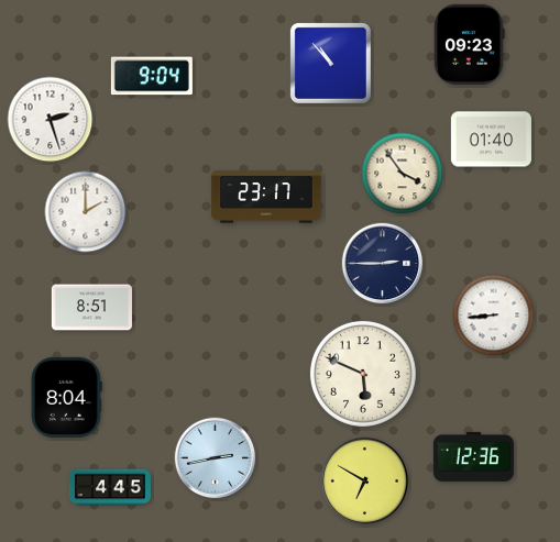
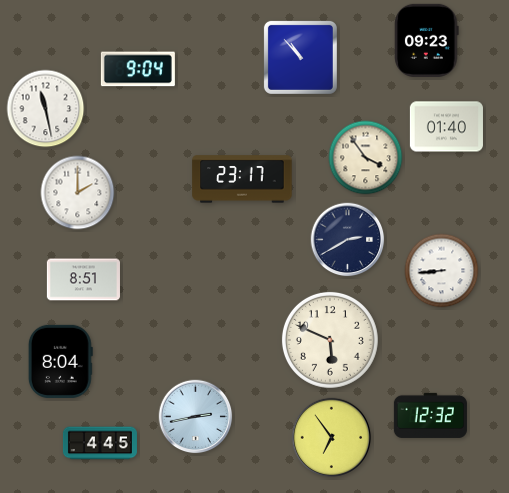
clock at (51, 120): 2:27 -> 11:28
clock at (383, 264): 2:45 -> 2:40
clock at (494, 316) position: (494, 316) -> (442, 271)
clock at (473, 456): 12:36 -> 12:32
clock at (365, 482): 6:50 -> 6:54
